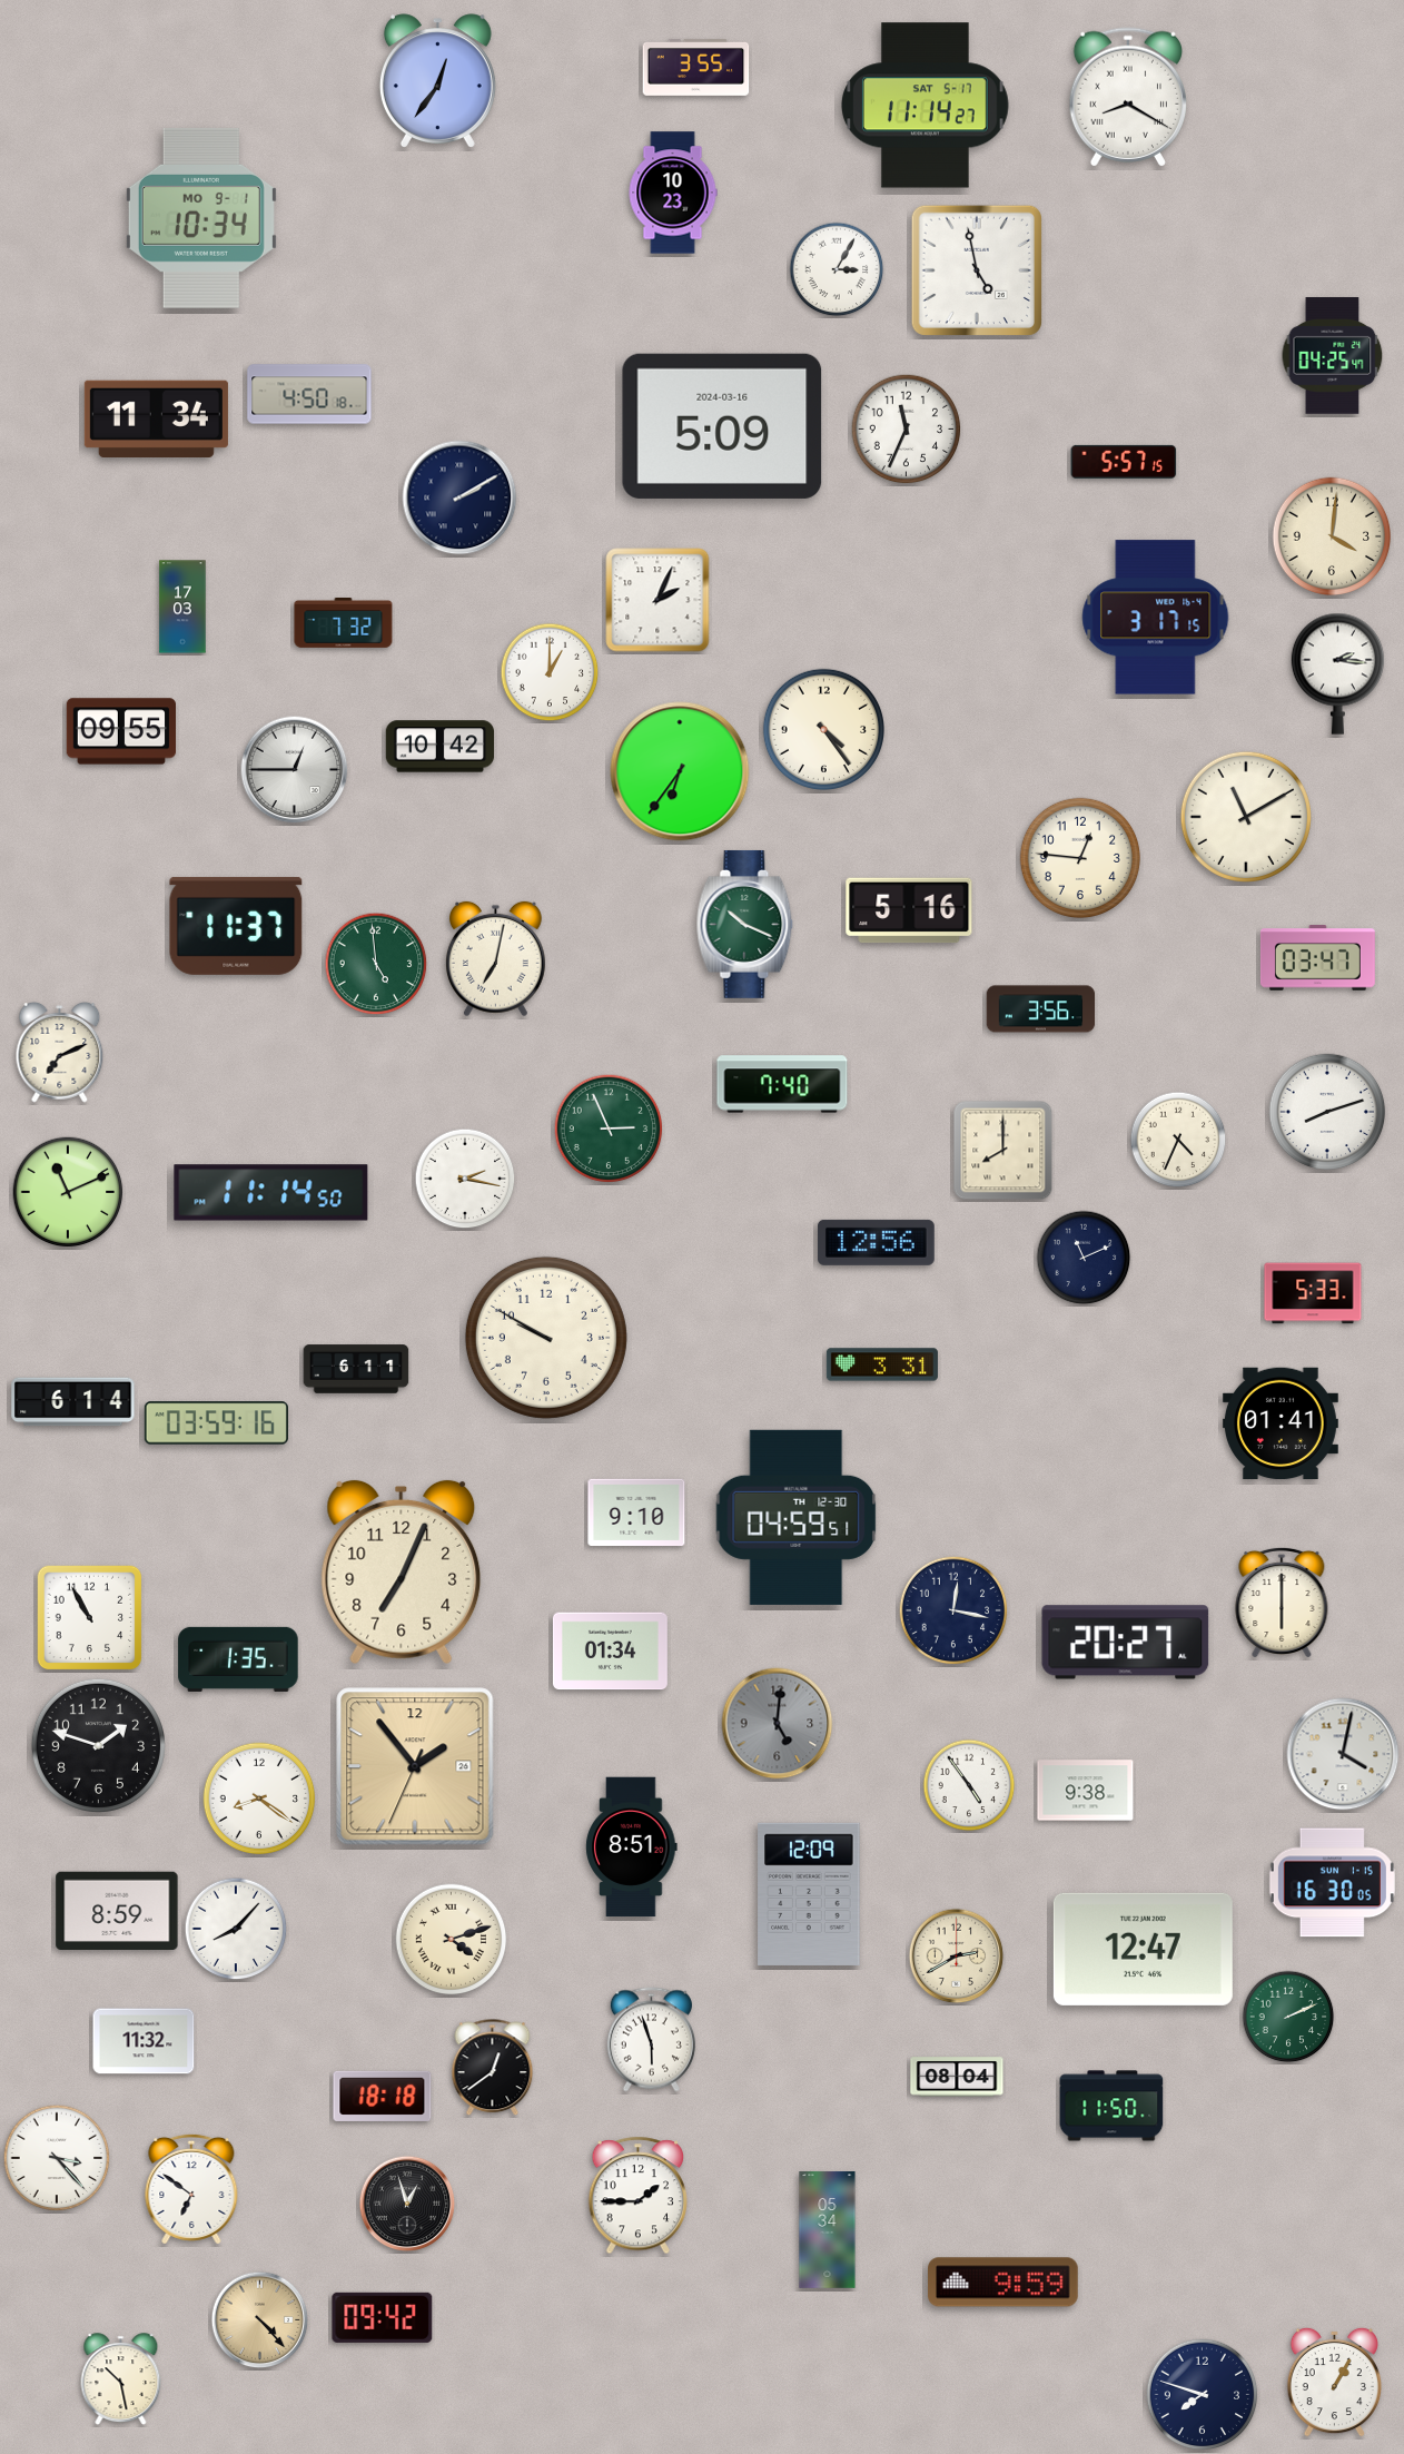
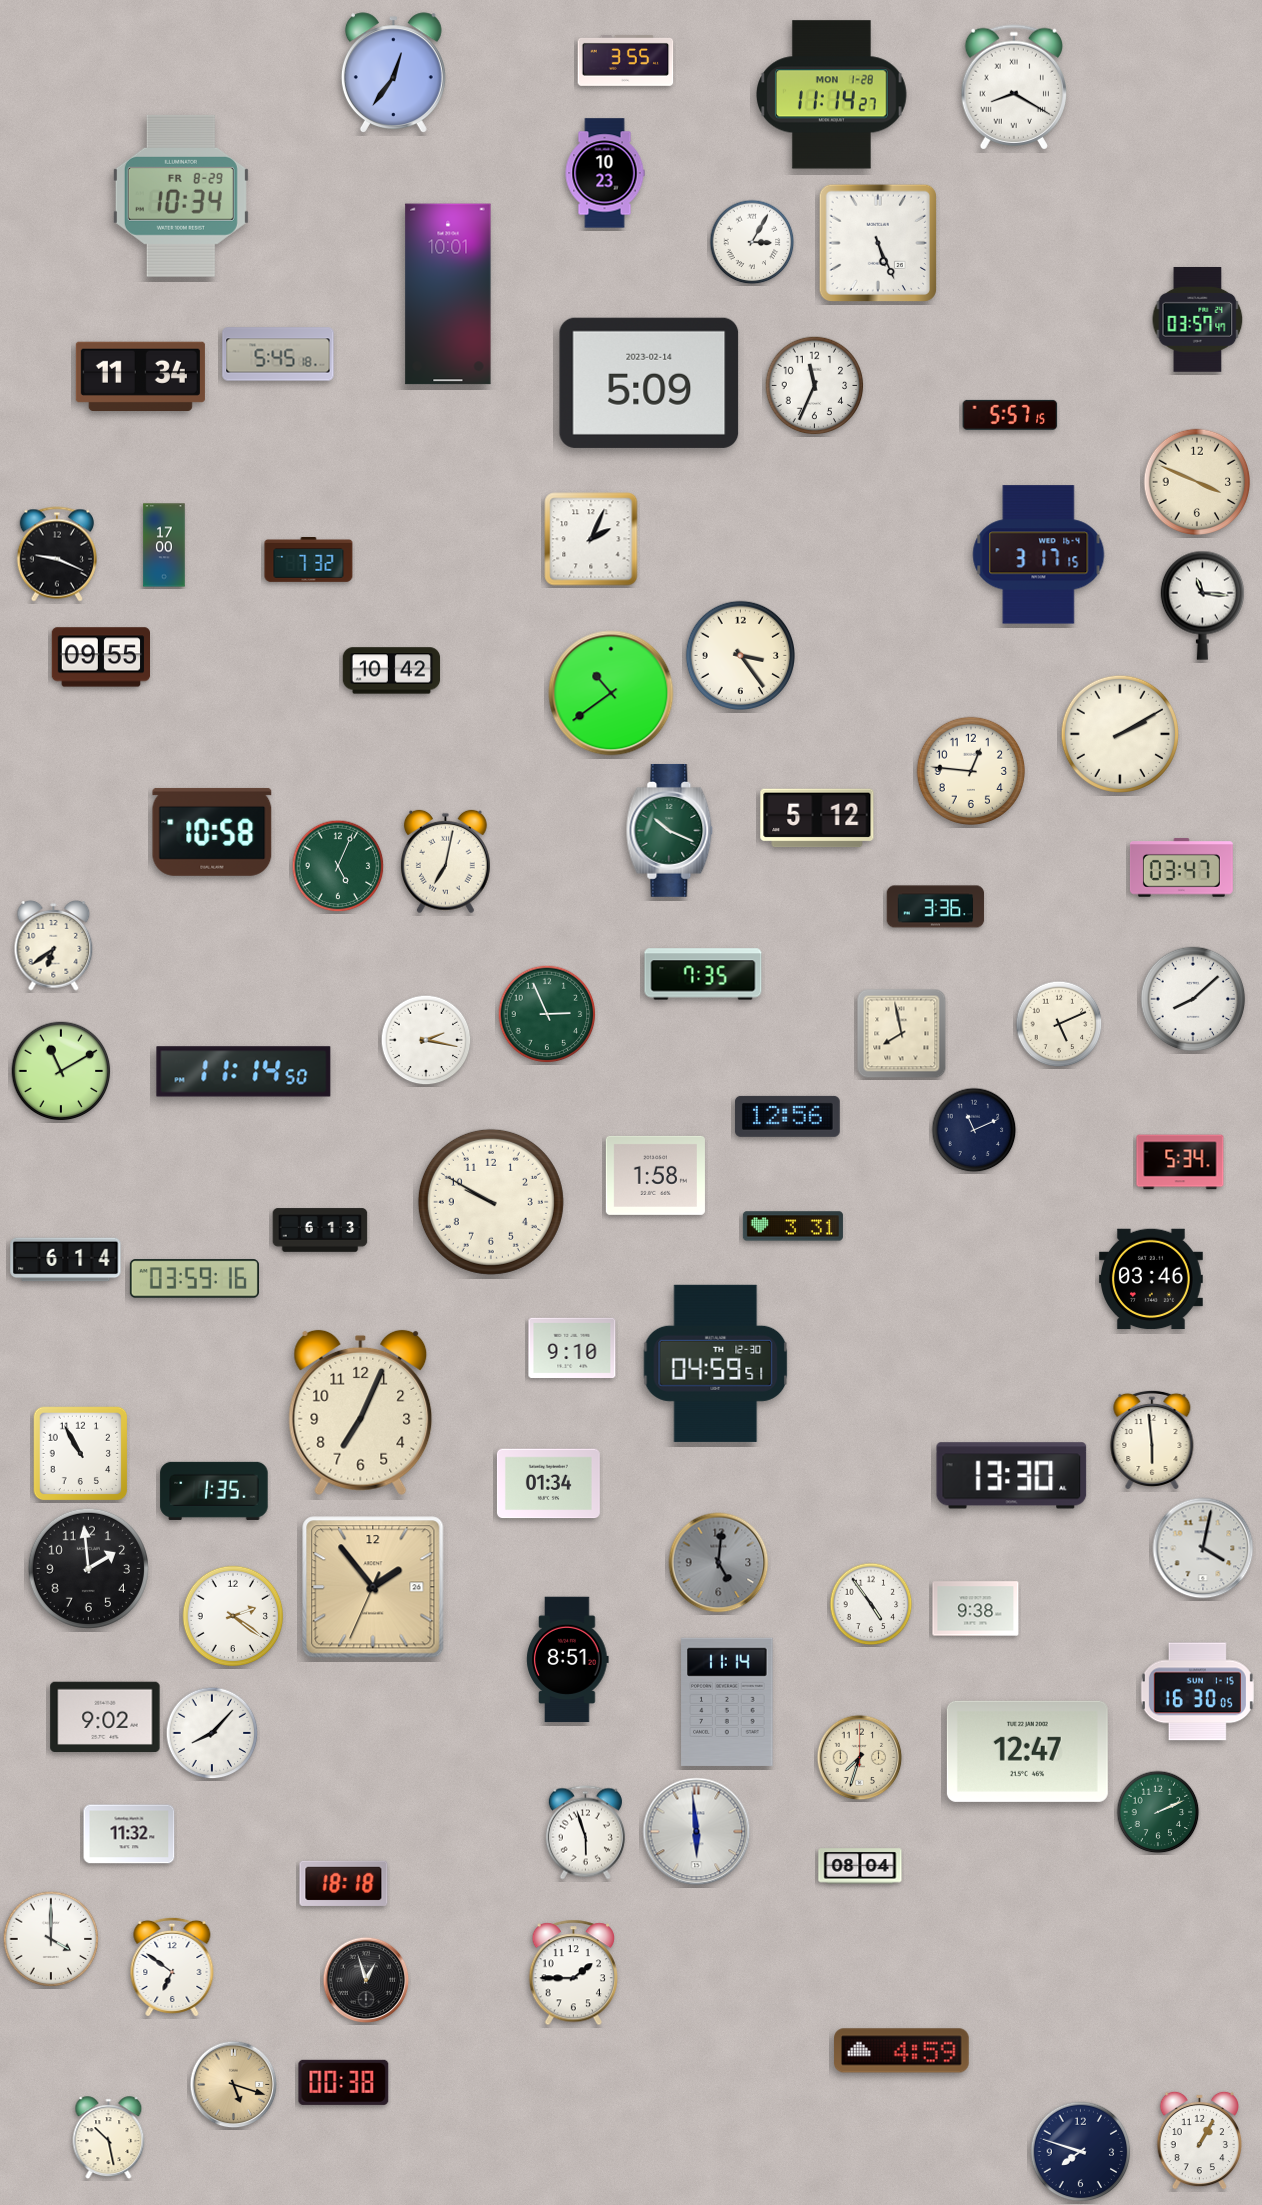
clock at (925, 106) date: SAT 5-17 -> MON 1-28
clock at (201, 218) date: MO 9-1 -> FR 8-29
clock at (977, 270): 4:58 -> 5:26
clock at (448, 294): none -> 10:01
clock at (1333, 356): 04:25 -> 03:57
clock at (309, 394): 4:50 -> 5:45
clock at (722, 426) date: 2024-03-16 -> 2023-02-14
clock at (459, 497): 2:10 -> none
clock at (1332, 536): 4:01 -> 3:49
clock at (182, 607): 17:03 -> 17:00
clock at (56, 554): none -> 9:19
clock at (550, 672): 1:00 -> none
clock at (1337, 673): 2:16 -> 11:16
clock at (823, 729): 4:24 -> 3:24
clock at (120, 731) position: (120, 731) -> (100, 657)
clock at (441, 747) position: (441, 747) -> (392, 671)
clock at (295, 770): 12:45 -> none
clock at (680, 771): 6:36 -> 10:39
clock at (1246, 817): 11:10 -> 2:10
clock at (909, 910): 5:16 -> 5:12
clock at (236, 926): 11:37 -> 10:58
clock at (1317, 958) position: (1317, 958) -> (1181, 868)
clock at (376, 964): 4:59 -> 5:04
clock at (1041, 1009): 3:56 -> 3:36
clock at (60, 1052): 7:11 -> 6:39
clock at (782, 1084): 7:40 -> 7:35
clock at (1327, 1112): 8:12 -> 8:08
clock at (1178, 1140): 4:34 -> 5:11
clock at (1003, 1151): 8:00 -> 7:58
clock at (465, 1179) position: (465, 1179) -> (426, 1040)
clock at (68, 1192): 11:11 -> 11:10
clock at (1313, 1293): 5:33 -> 5:34
clock at (655, 1175): none -> 1:58
clock at (356, 1369): 6:11 -> 6:13
clock at (1281, 1423): 01:41 -> 03:46
clock at (636, 1512) position: (636, 1512) -> (572, 1348)
clock at (1282, 1603): 6:00 -> 5:59
clock at (953, 1610): 12:17 -> none
clock at (1126, 1643): 20:27 -> 13:30
clock at (778, 1724) position: (778, 1724) -> (719, 1563)
clock at (98, 1745): 1:48 -> 1:59
clock at (1343, 1754) position: (1343, 1754) -> (1203, 1548)
clock at (259, 1798): 8:21 -> 2:21
clock at (809, 1894): 12:09 -> 11:14
clock at (117, 1910): 8:59 -> 9:02
clock at (452, 1940): 4:12 -> none
clock at (957, 1957): 2:40 -> 7:33
clock at (697, 1832): none -> 5:59
clock at (493, 2068): 12:39 -> none
clock at (1111, 2106): 11:50 -> none
clock at (57, 2158): 3:23 -> 4:00
clock at (828, 2230): 05:34 -> none
clock at (1003, 2283): 9:59 -> 4:59
clock at (383, 2317): 09:42 -> 00:38
clock at (260, 2320): 4:23 -> 5:18
